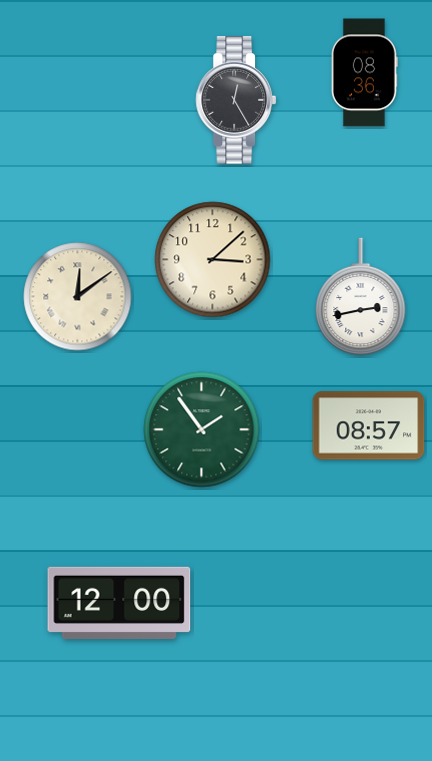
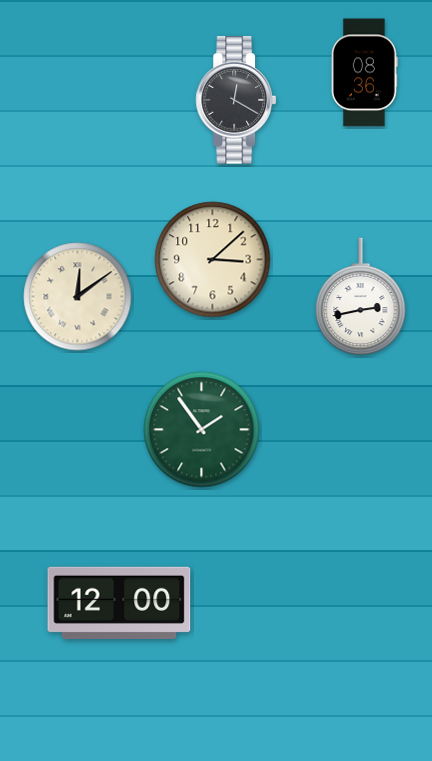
clock at (236, 100): 12:25 -> 12:20
clock at (369, 426): 08:57 -> none
